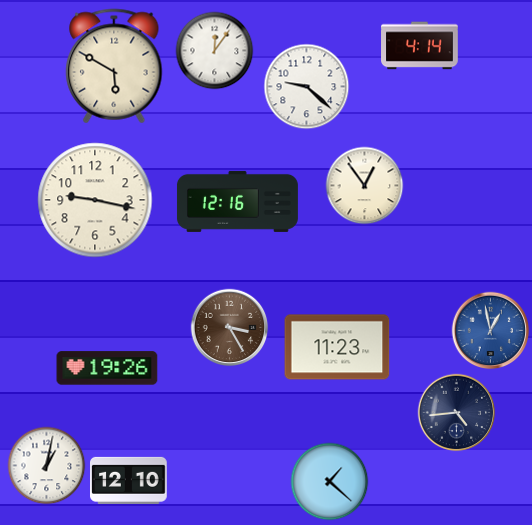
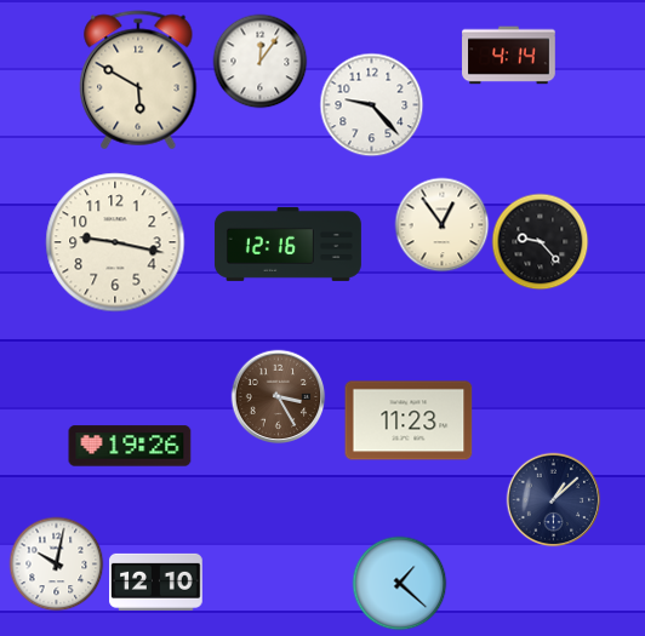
clock at (306, 86): 9:22 -> 9:23
clock at (540, 241): none -> 9:23
clock at (490, 330): 12:58 -> none
clock at (456, 412): 4:44 -> 1:08
clock at (46, 465): 1:02 -> 10:02
